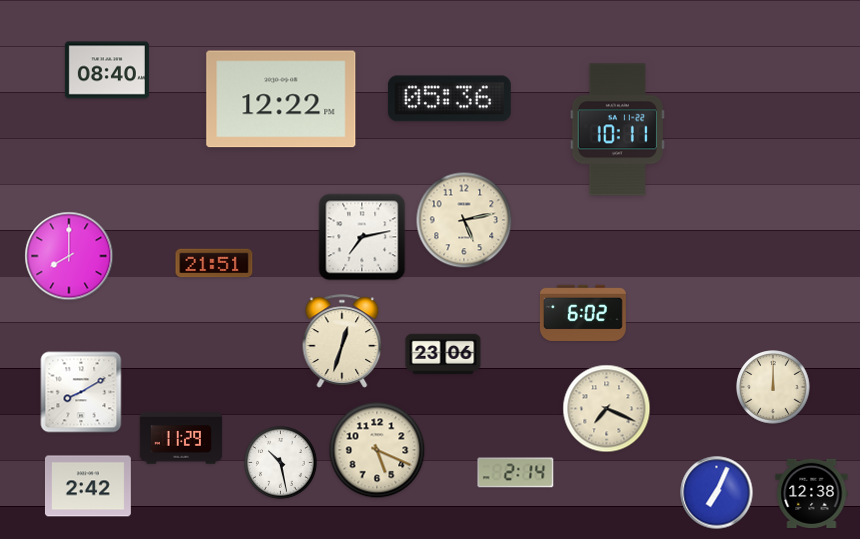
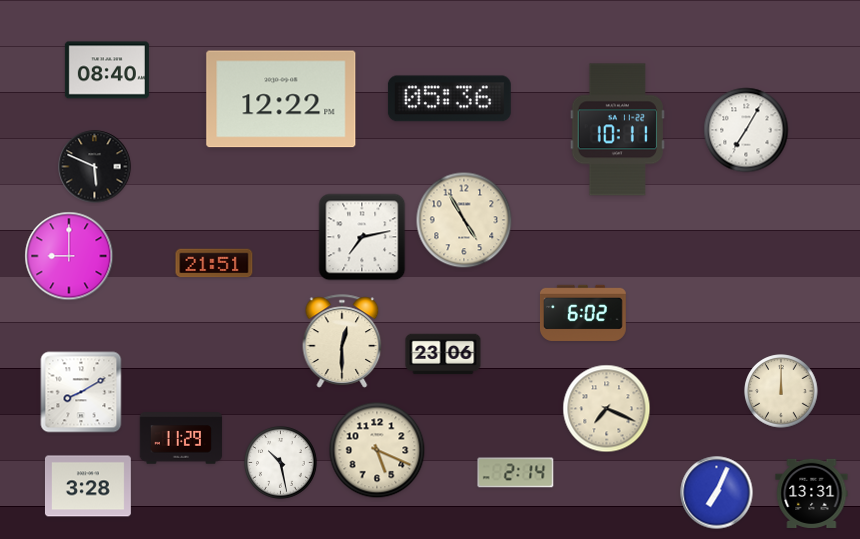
clock at (746, 130): none -> 7:05
clock at (95, 167): none -> 5:49
clock at (464, 220): 5:13 -> 4:55
clock at (69, 256): 8:00 -> 9:00
clock at (342, 341): 12:33 -> 12:30
clock at (773, 387) position: (773, 387) -> (781, 391)
clock at (88, 486): 2:42 -> 3:28
clock at (812, 493): 12:38 -> 13:31
